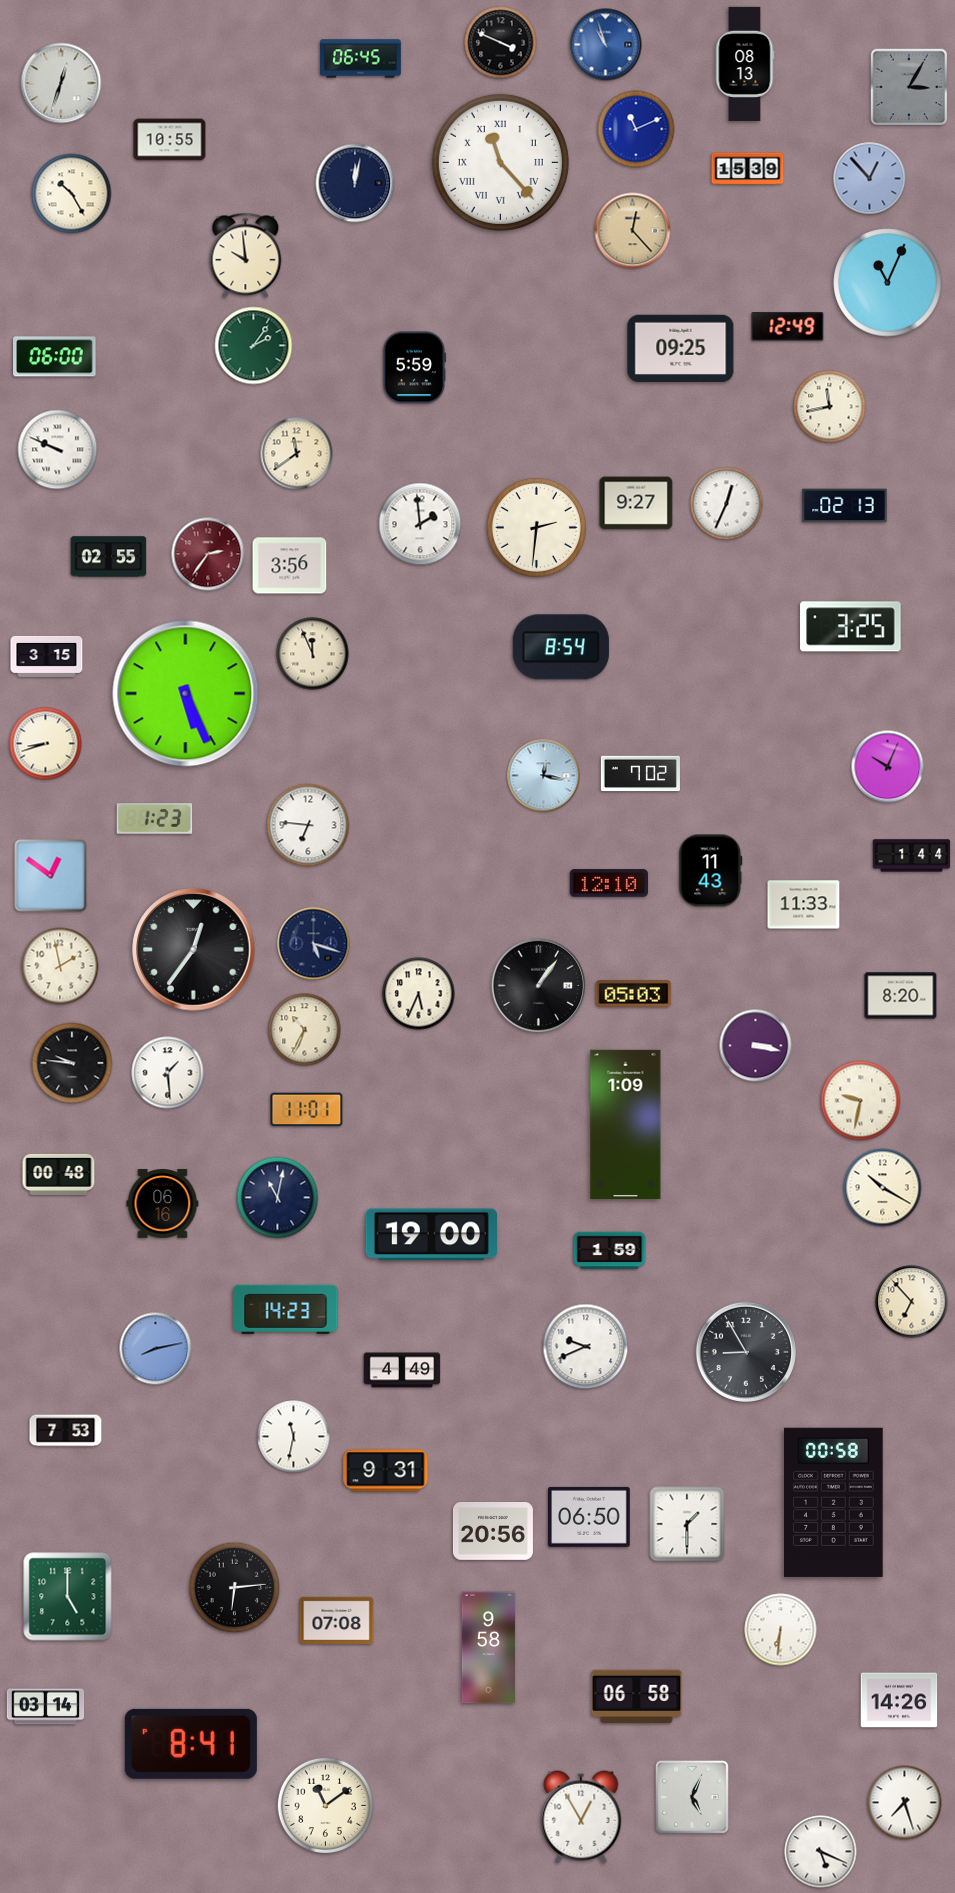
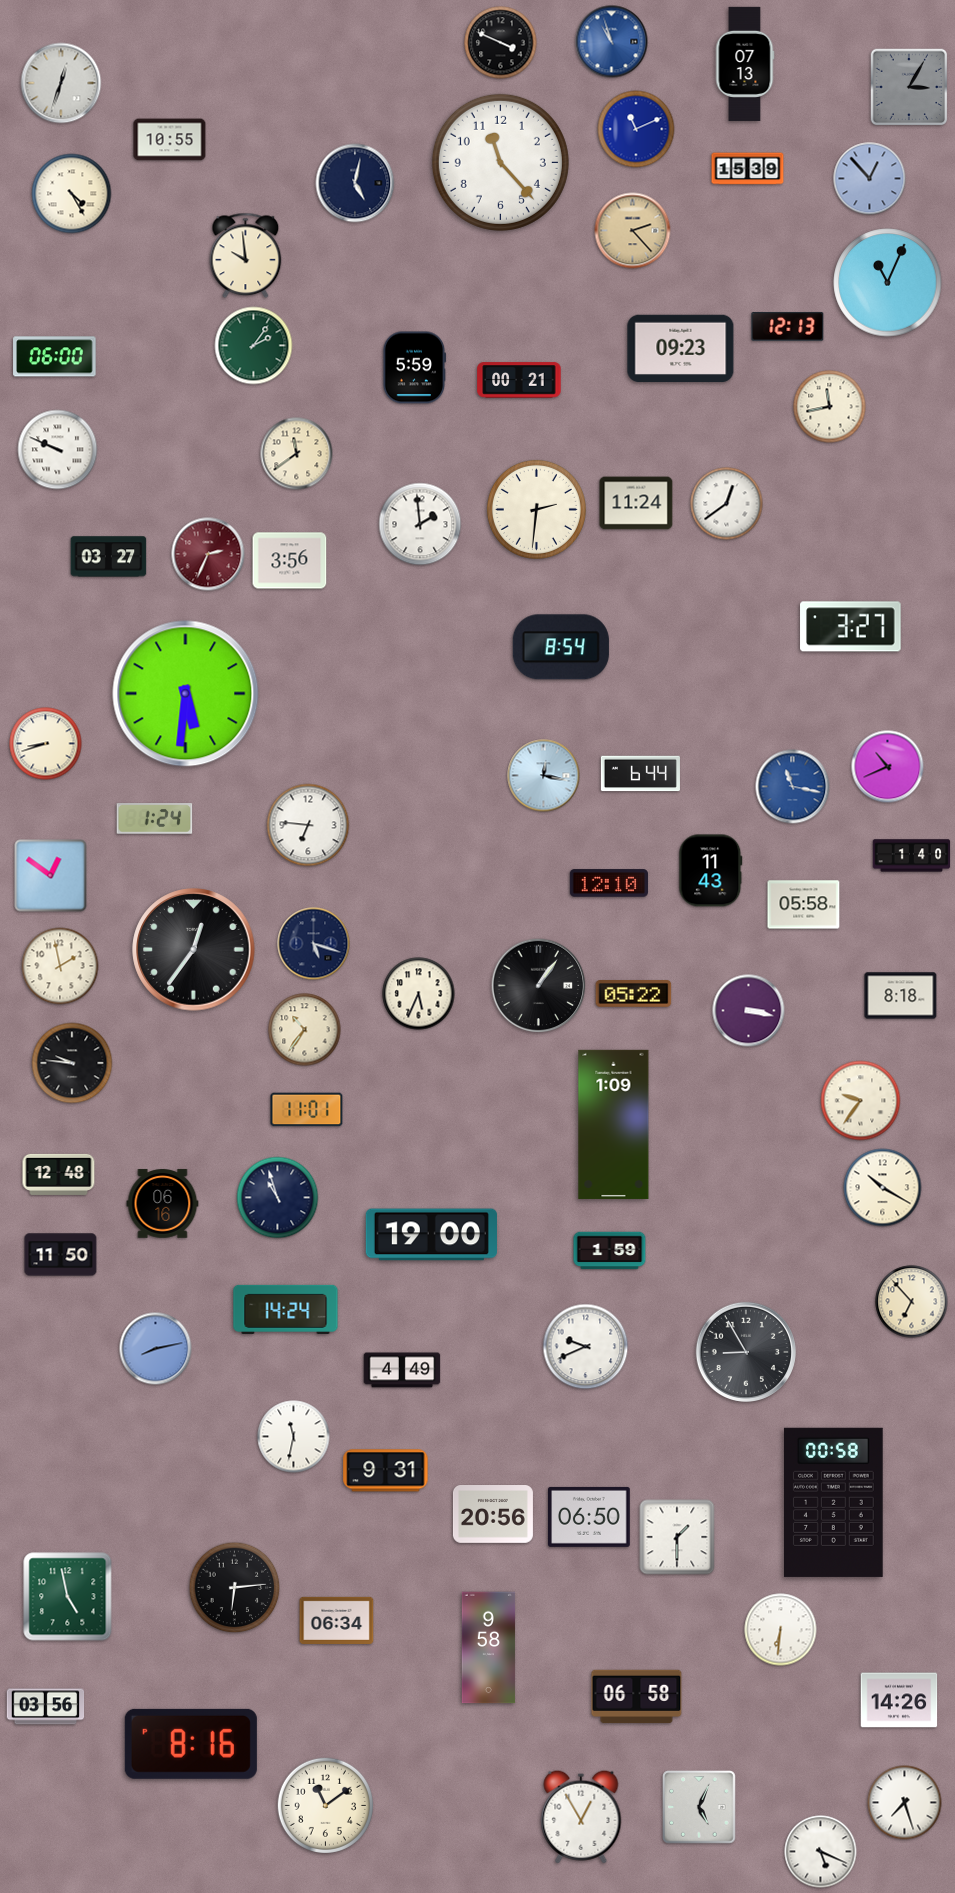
clock at (606, 45) position: (606, 45) -> (612, 42)
clock at (360, 59): 06:45 -> none
clock at (745, 64): 08:13 -> 07:13
clock at (500, 162) numerals: Roman -> Arabic
clock at (355, 183): 12:02 -> 5:02
clock at (72, 194): 10:25 -> 4:25
clock at (633, 231): 12:23 -> 2:23
clock at (788, 327): 12:49 -> 12:13
clock at (681, 349): 09:25 -> 09:23
clock at (519, 380): none -> 00:21
clock at (636, 503): 9:27 -> 11:24
clock at (727, 504): 12:34 -> 12:39
clock at (845, 506): 02:13 -> none
clock at (536, 527) position: (536, 527) -> (536, 509)
clock at (208, 554): 2:36 -> 2:34
clock at (109, 557): 02:55 -> 03:27
clock at (290, 566) position: (290, 566) -> (290, 561)
clock at (851, 627): 3:25 -> 3:27
clock at (313, 654): 11:56 -> none
clock at (47, 656): 3:15 -> none
clock at (186, 694): 5:26 -> 5:31
clock at (888, 767): 10:04 -> 10:41
clock at (640, 774): 7:02 -> 6:44
clock at (793, 787): none -> 11:17
clock at (155, 819): 1:23 -> 1:24
clock at (912, 856): 1:44 -> 1:40
clock at (804, 905): 11:33 -> 05:58
clock at (634, 994): 05:03 -> 05:22
clock at (901, 996): 8:20 -> 8:18
clock at (305, 1030): 10:34 -> 10:36
clock at (756, 1046) position: (756, 1046) -> (749, 1011)
clock at (168, 1073): 1:29 -> none
clock at (861, 1101): 9:32 -> 9:36
clock at (626, 1124) position: (626, 1124) -> (614, 1124)
clock at (59, 1174): 00:48 -> 12:48
clock at (278, 1198): 11:02 -> 10:57
clock at (61, 1255): none -> 11:50
clock at (286, 1309): 14:23 -> 14:24
clock at (66, 1431): 7:53 -> none
clock at (687, 1524) position: (687, 1524) -> (677, 1537)
clock at (493, 1532) position: (493, 1532) -> (493, 1515)
clock at (68, 1597): 5:00 -> 4:58
clock at (337, 1620): 07:08 -> 06:34
clock at (46, 1707): 03:14 -> 03:56
clock at (191, 1744): 8:41 -> 8:16
clock at (692, 1797) position: (692, 1797) -> (699, 1807)
